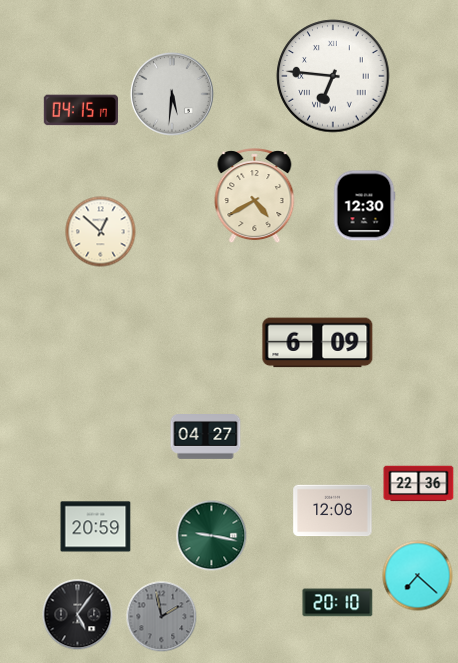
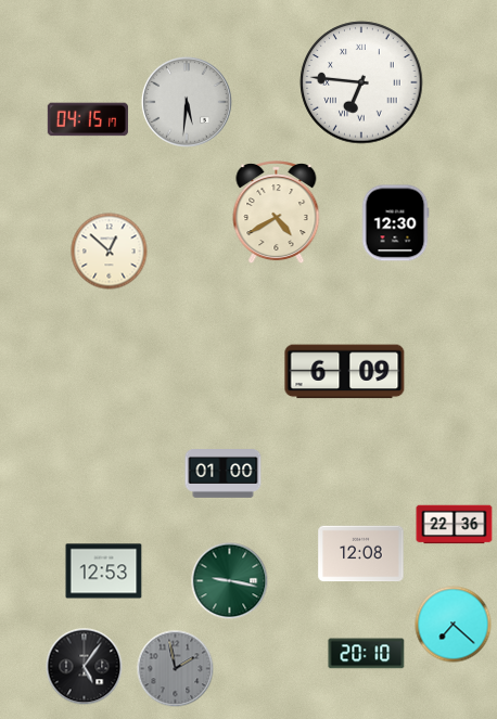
clock at (206, 437): 04:27 -> 01:00
clock at (96, 527): 20:59 -> 12:53
